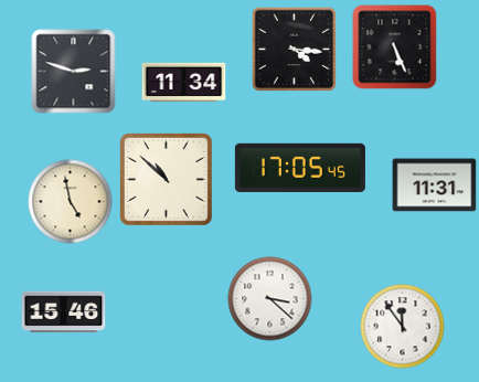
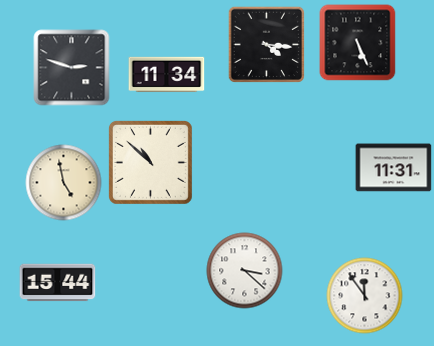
clock at (74, 72) position: (74, 72) -> (72, 68)
clock at (300, 168): 17:05 -> none
clock at (64, 312): 15:46 -> 15:44
